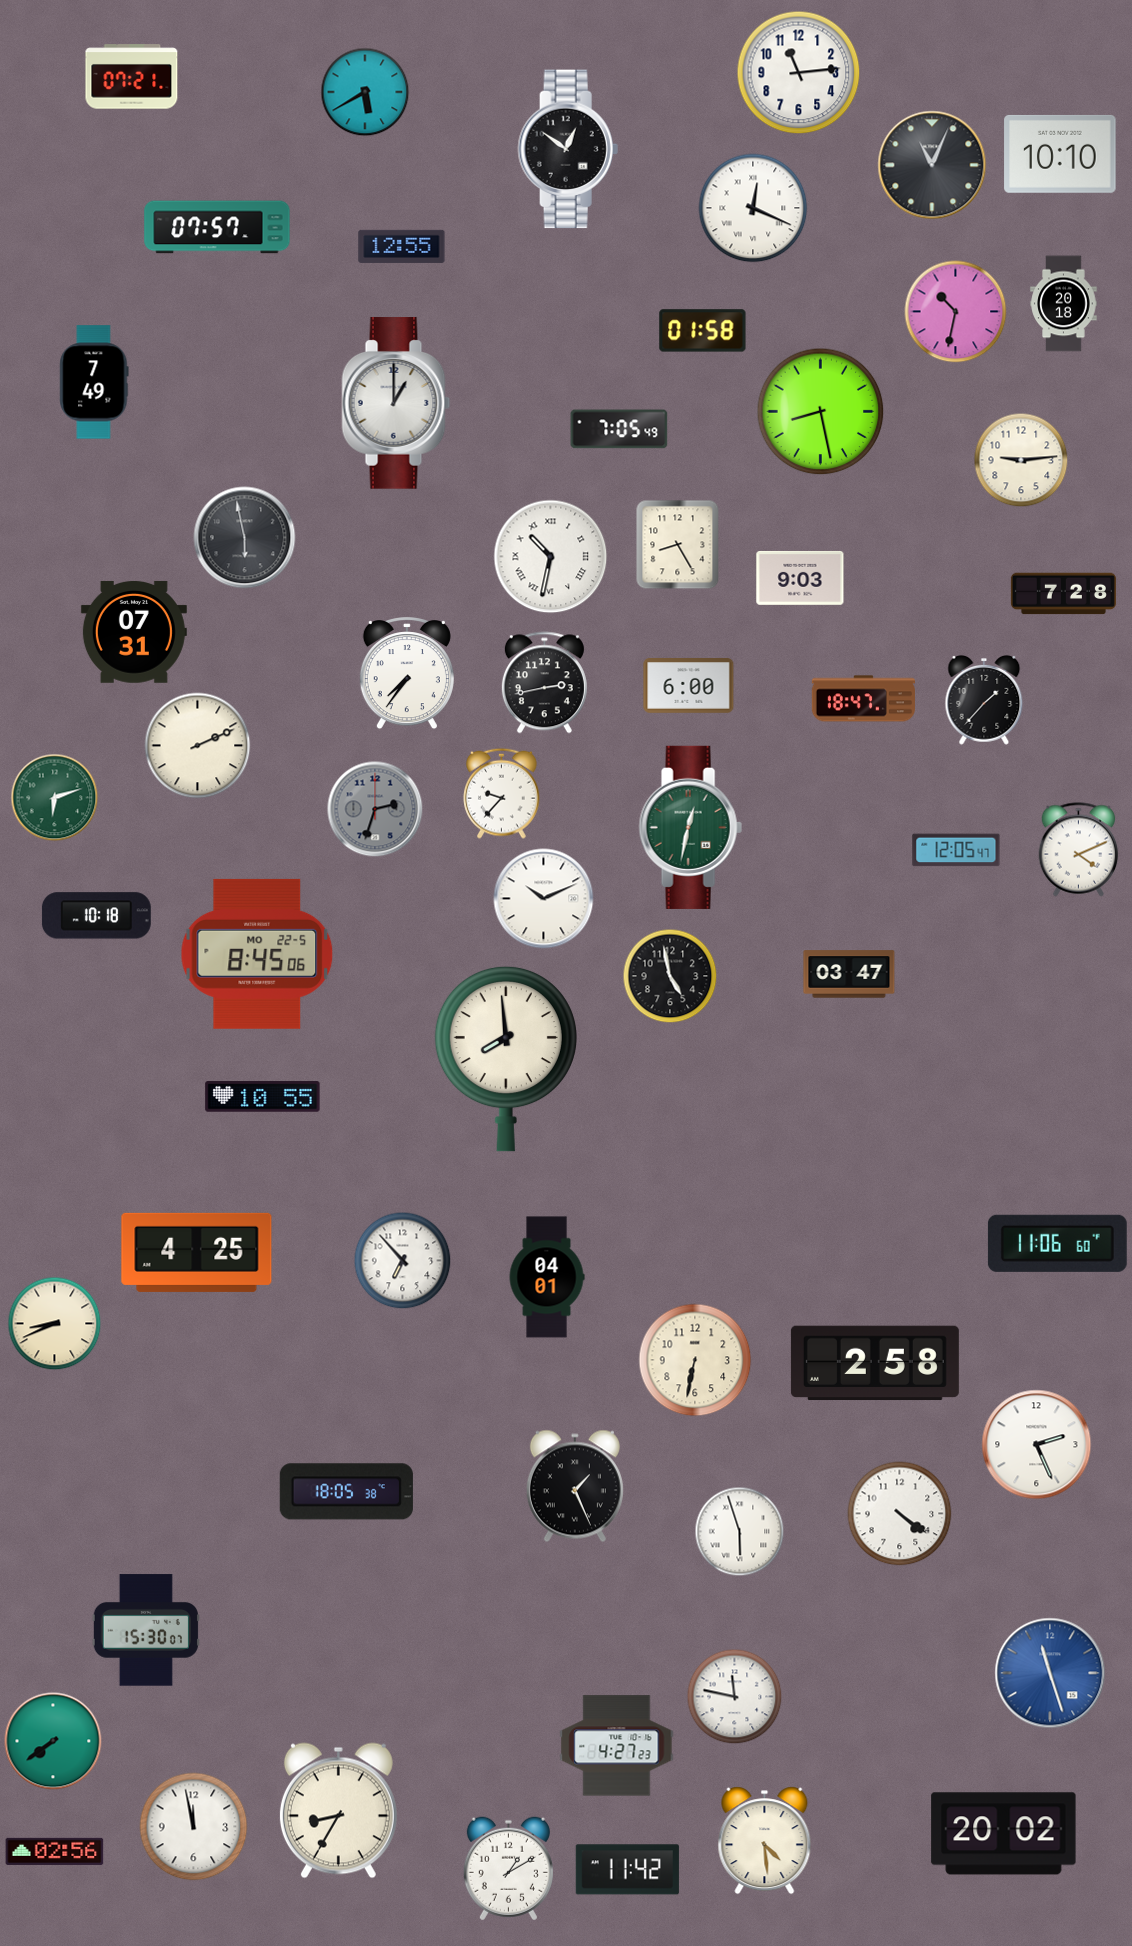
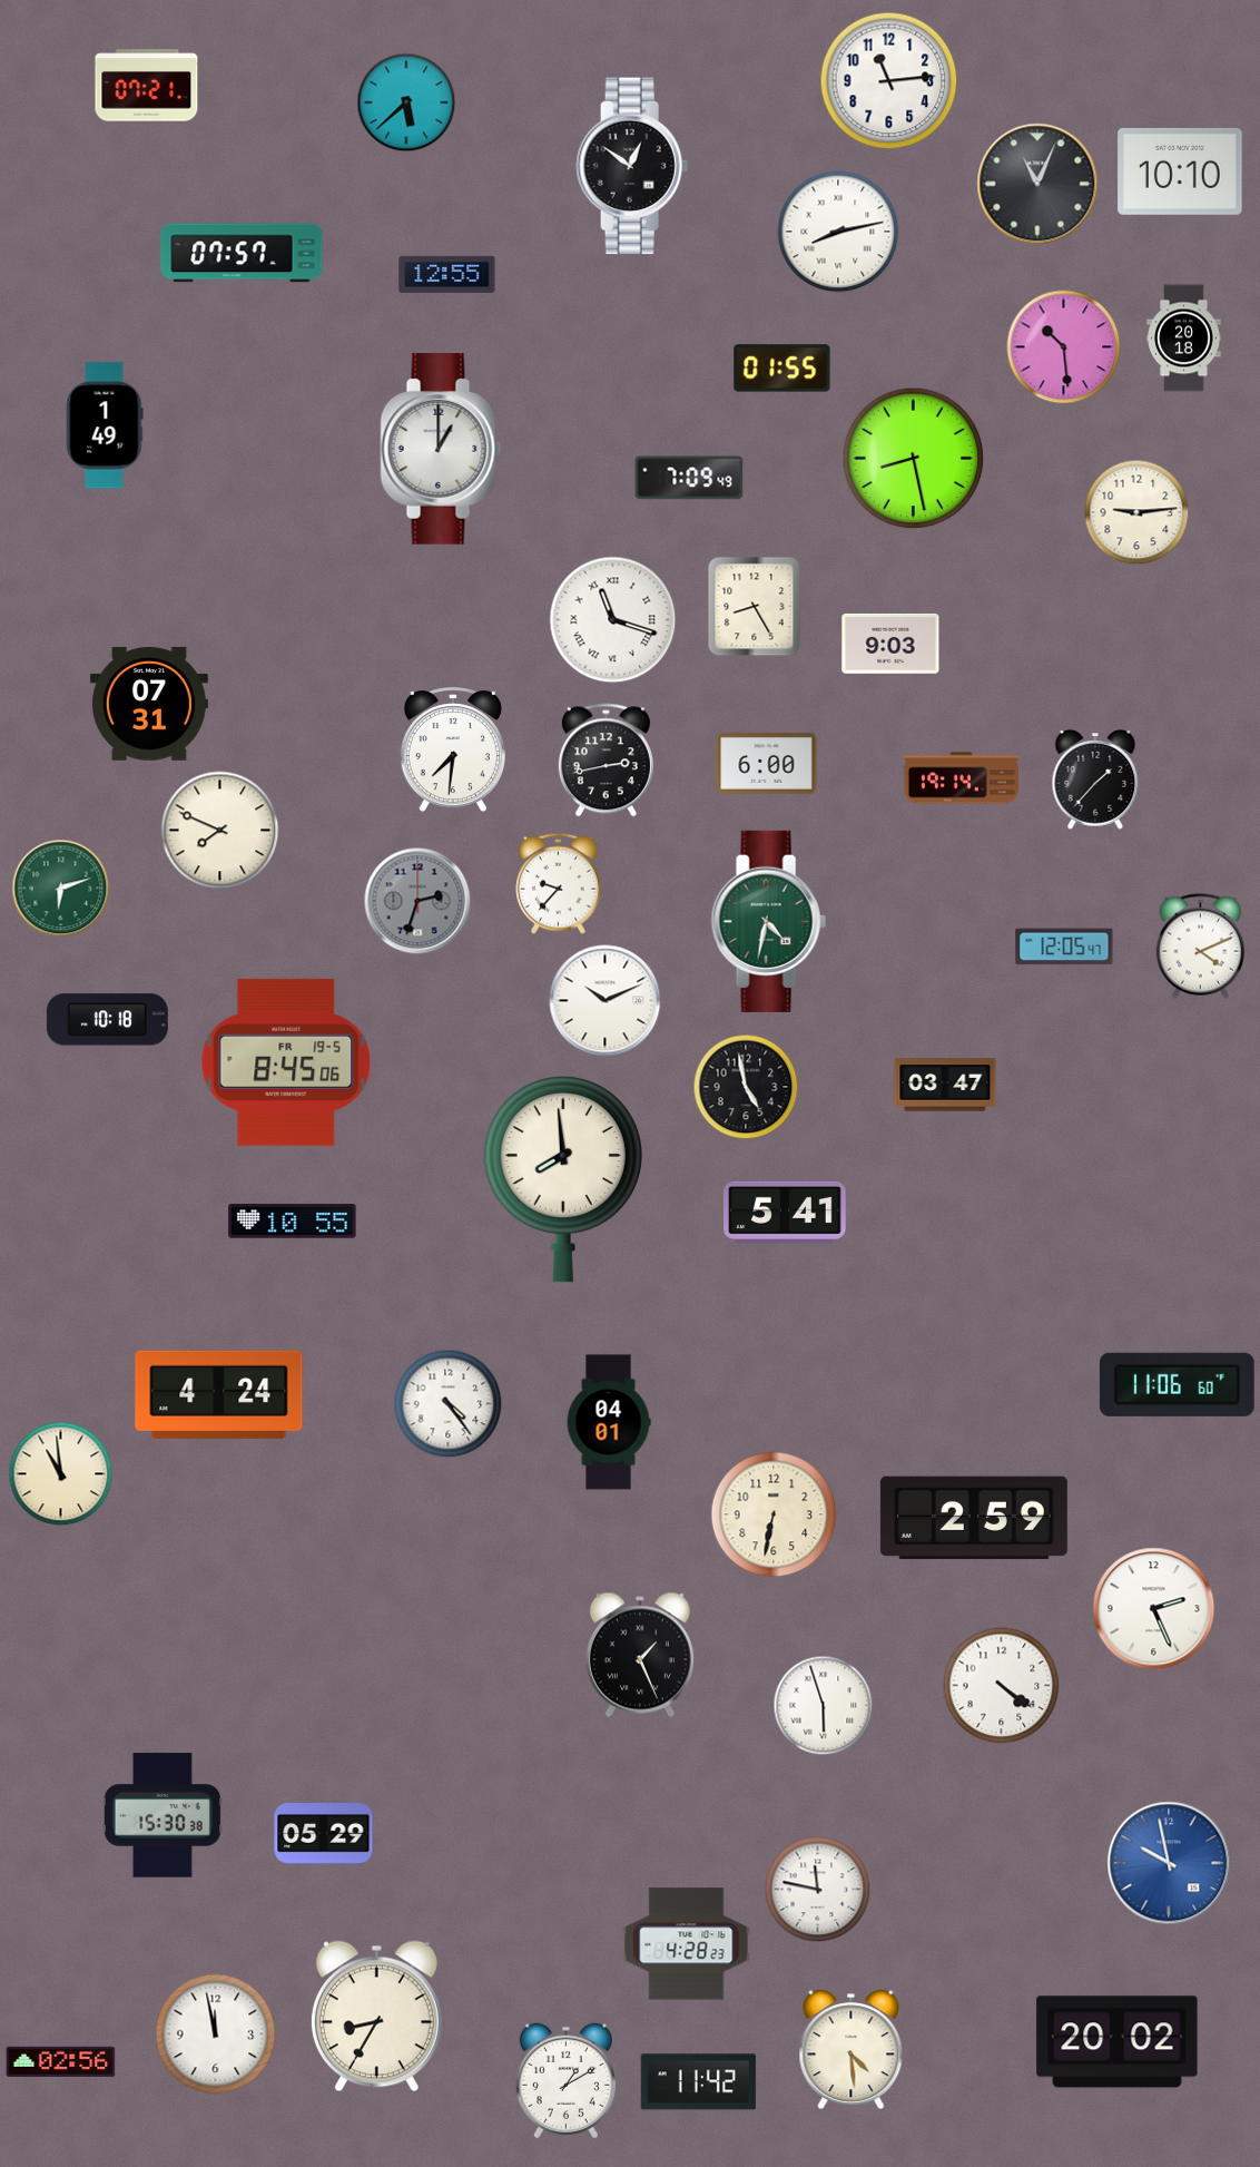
clock at (365, 92): 5:40 -> 5:38
clock at (753, 208): 12:19 -> 8:13
clock at (956, 312): 10:32 -> 10:29
clock at (703, 331): 01:58 -> 01:55
clock at (94, 382): 7:49 -> 1:49
clock at (619, 429): 7:05 -> 7:09
clock at (245, 538): 5:58 -> none
clock at (551, 557): 10:32 -> 11:18
clock at (1063, 594): 7:28 -> none
clock at (407, 674): 7:36 -> 7:31
clock at (863, 699): 18:47 -> 19:14
clock at (198, 746): 2:11 -> 7:49
clock at (690, 827): 12:32 -> 4:32
clock at (257, 954) date: MO 22-5 -> FR 19-5
clock at (785, 1213): none -> 5:41
clock at (197, 1252): 4:25 -> 4:24
clock at (403, 1261): 6:53 -> 4:24
clock at (55, 1324): 8:41 -> 10:59
clock at (875, 1363): 2:58 -> 2:59
clock at (346, 1492): 18:05 -> none
clock at (146, 1630): 15:30:07 -> 15:30:38
clock at (324, 1834): none -> 05:29
clock at (1050, 1673): 11:27 -> 9:58
clock at (53, 1741): 7:39 -> none
clock at (617, 1746): 4:27 -> 4:28
